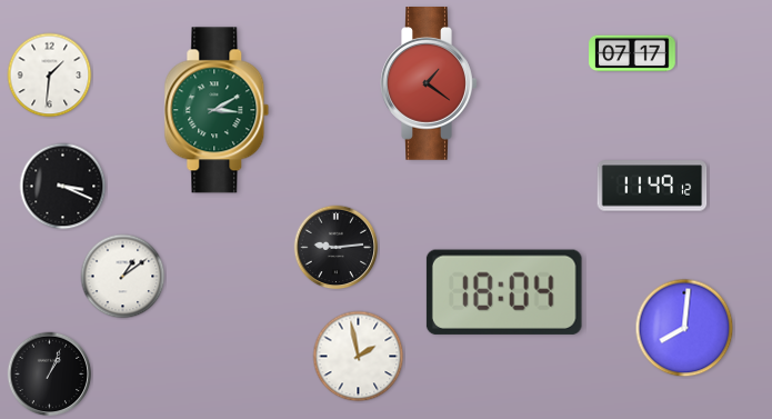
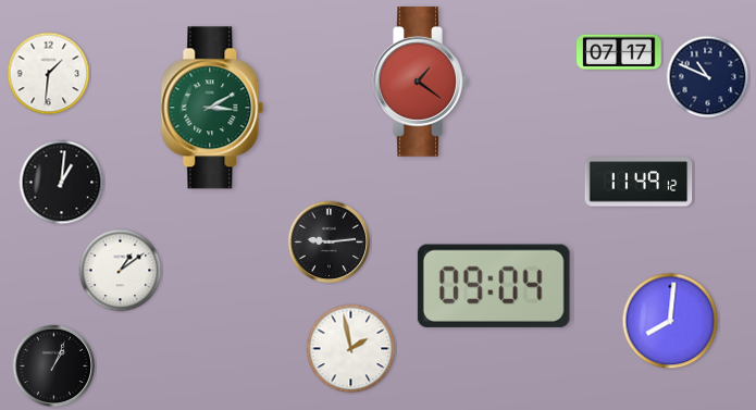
clock at (708, 77): none -> 10:49
clock at (63, 187): 3:19 -> 1:01
clock at (504, 292): 18:04 -> 09:04
clock at (50, 375) position: (50, 375) -> (54, 366)
